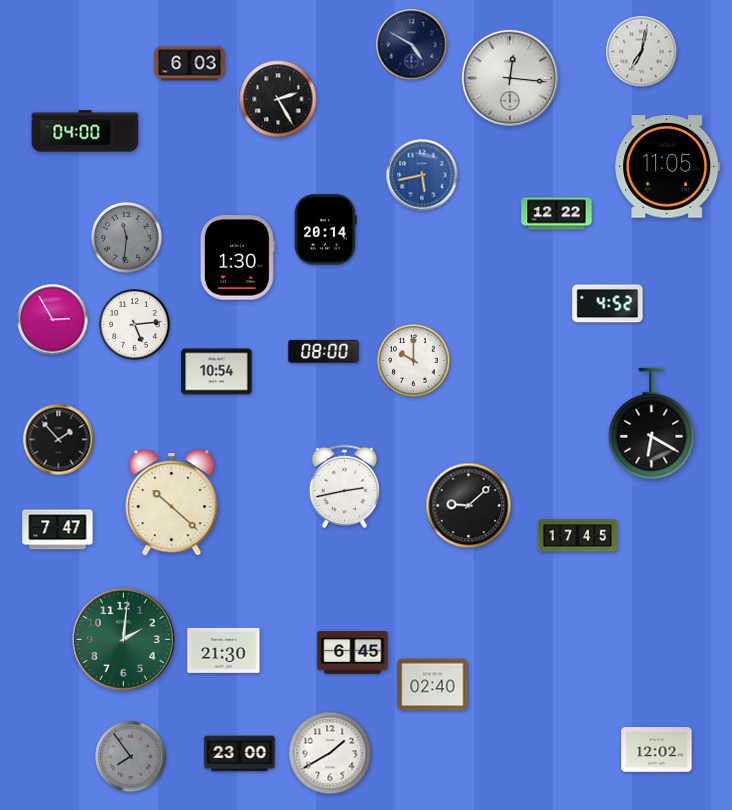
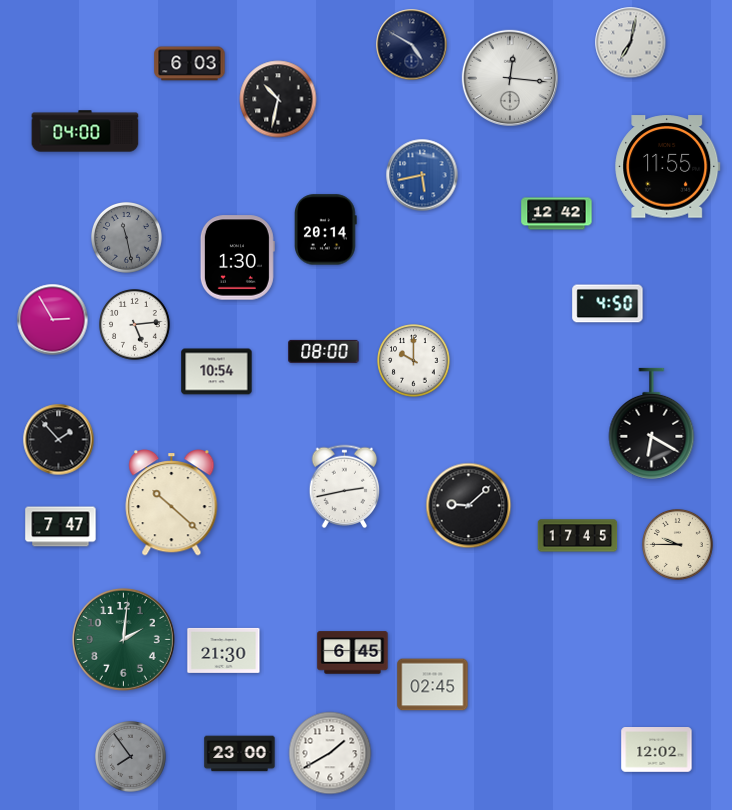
clock at (642, 52) position: (642, 52) -> (631, 43)
clock at (278, 99): 2:25 -> 10:32
clock at (668, 167): 11:05 -> 11:55
clock at (557, 214): 12:22 -> 12:42
clock at (127, 238): 11:31 -> 11:28
clock at (608, 304): 4:52 -> 4:50
clock at (58, 530) position: (58, 530) -> (61, 527)
clock at (678, 545): none -> 9:45
clock at (433, 685): 02:40 -> 02:45
